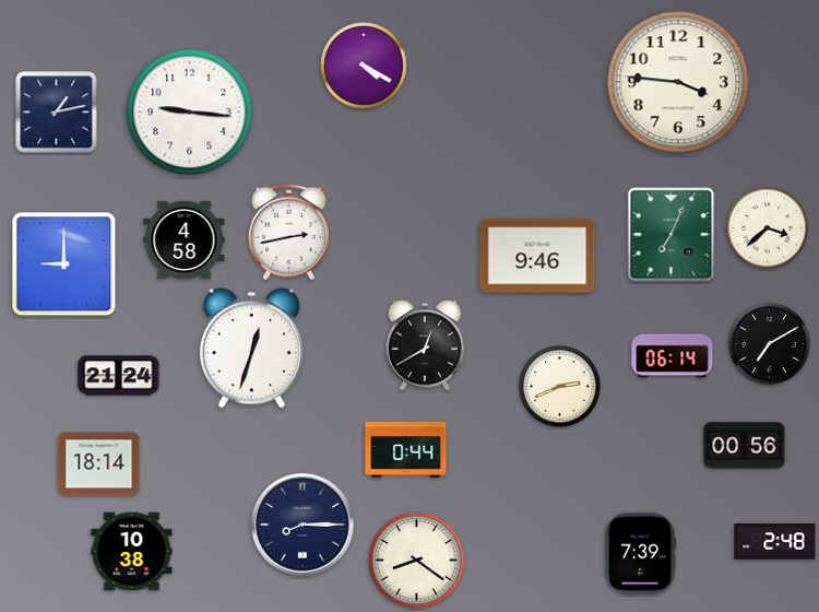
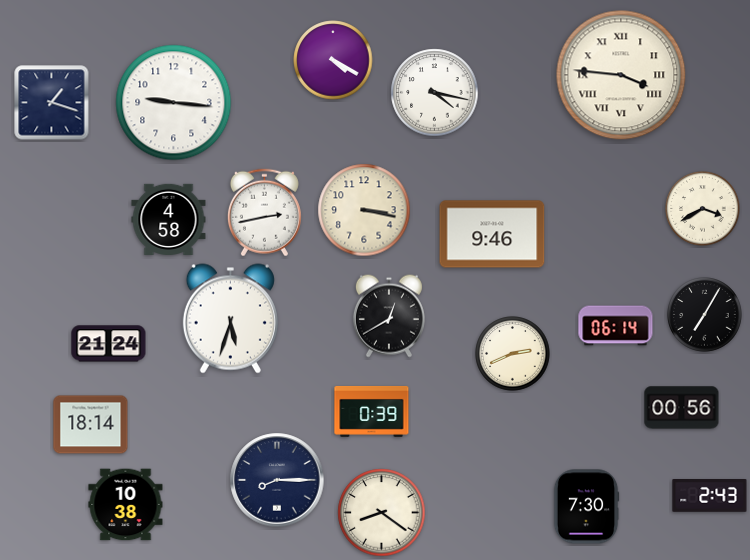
clock at (678, 82) numerals: Arabic -> Roman
clock at (435, 93): none -> 4:17
clock at (57, 113): 1:13 -> 1:18
clock at (768, 228): 3:38 -> 3:40
clock at (364, 210): none -> 3:17
clock at (672, 235): 7:04 -> none
clock at (64, 264): 9:00 -> none
clock at (770, 344): 7:10 -> 7:05
clock at (251, 349): 12:33 -> 5:33
clock at (406, 449): 0:44 -> 0:39
clock at (775, 542): 2:48 -> 2:43
clock at (132, 552) position: (132, 552) -> (126, 505)
clock at (640, 554): 7:39 -> 7:30
